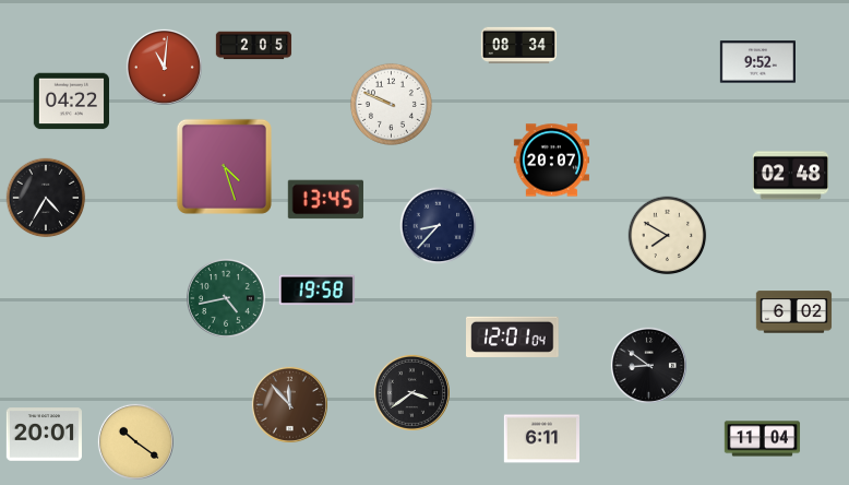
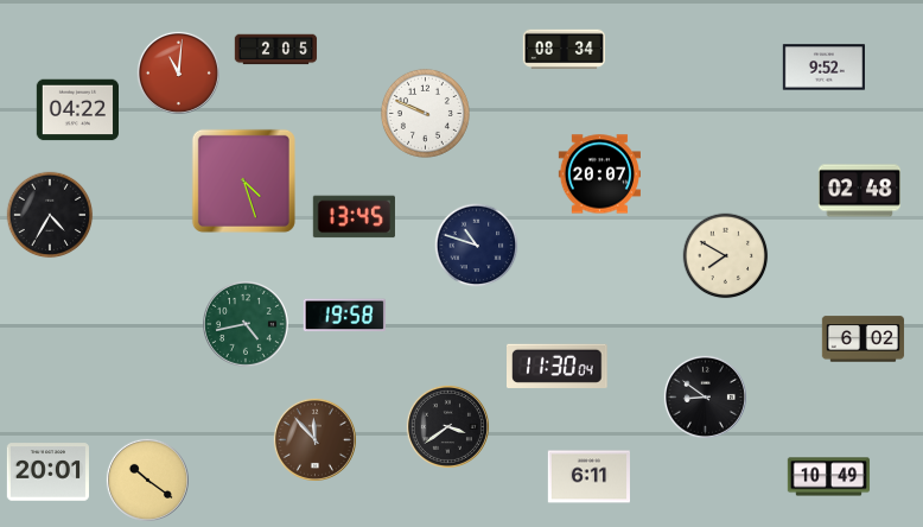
clock at (439, 226): 8:37 -> 10:48
clock at (513, 336): 12:01 -> 11:30
clock at (763, 439): 11:04 -> 10:49
